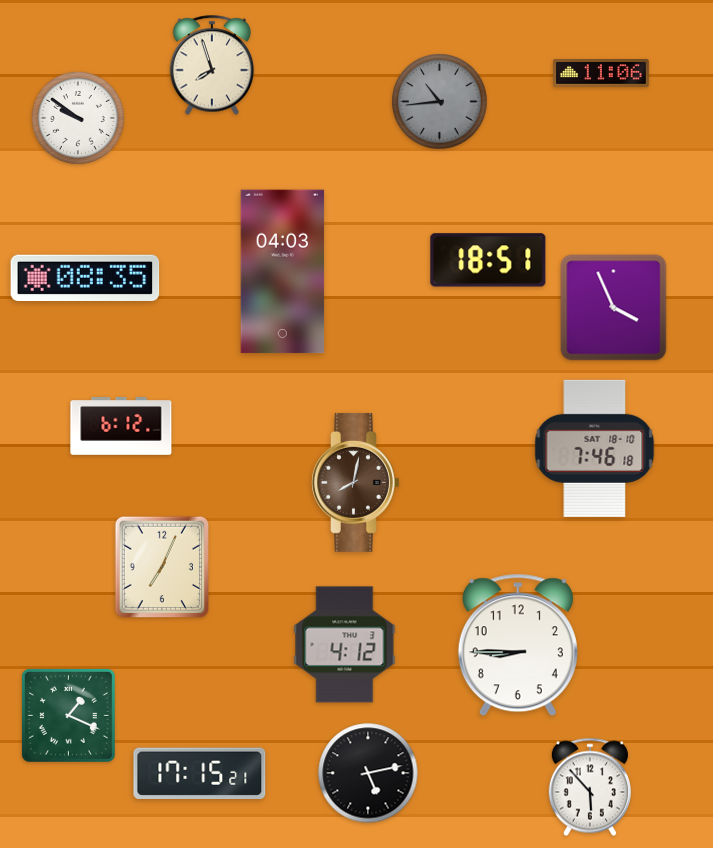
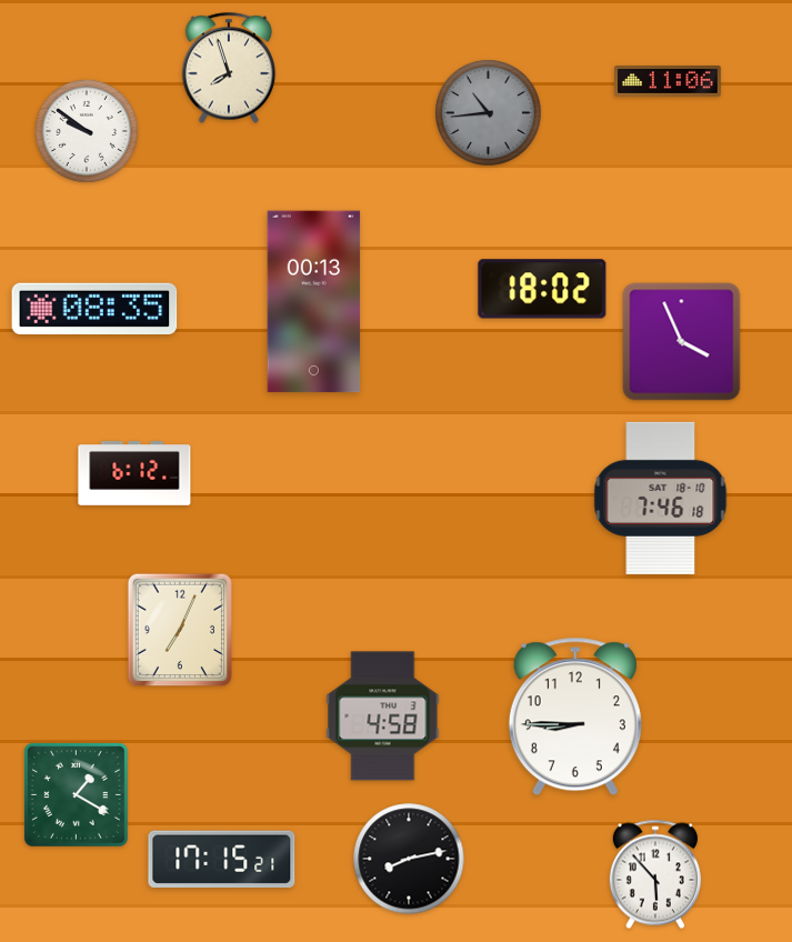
clock at (212, 65) position: (212, 65) -> (229, 68)
clock at (488, 260): 18:51 -> 18:02
clock at (283, 272): 04:03 -> 00:13
clock at (356, 482): 8:02 -> none
clock at (345, 645): 4:12 -> 4:58
clock at (68, 715): 1:19 -> 1:20
clock at (368, 773): 5:13 -> 8:13
